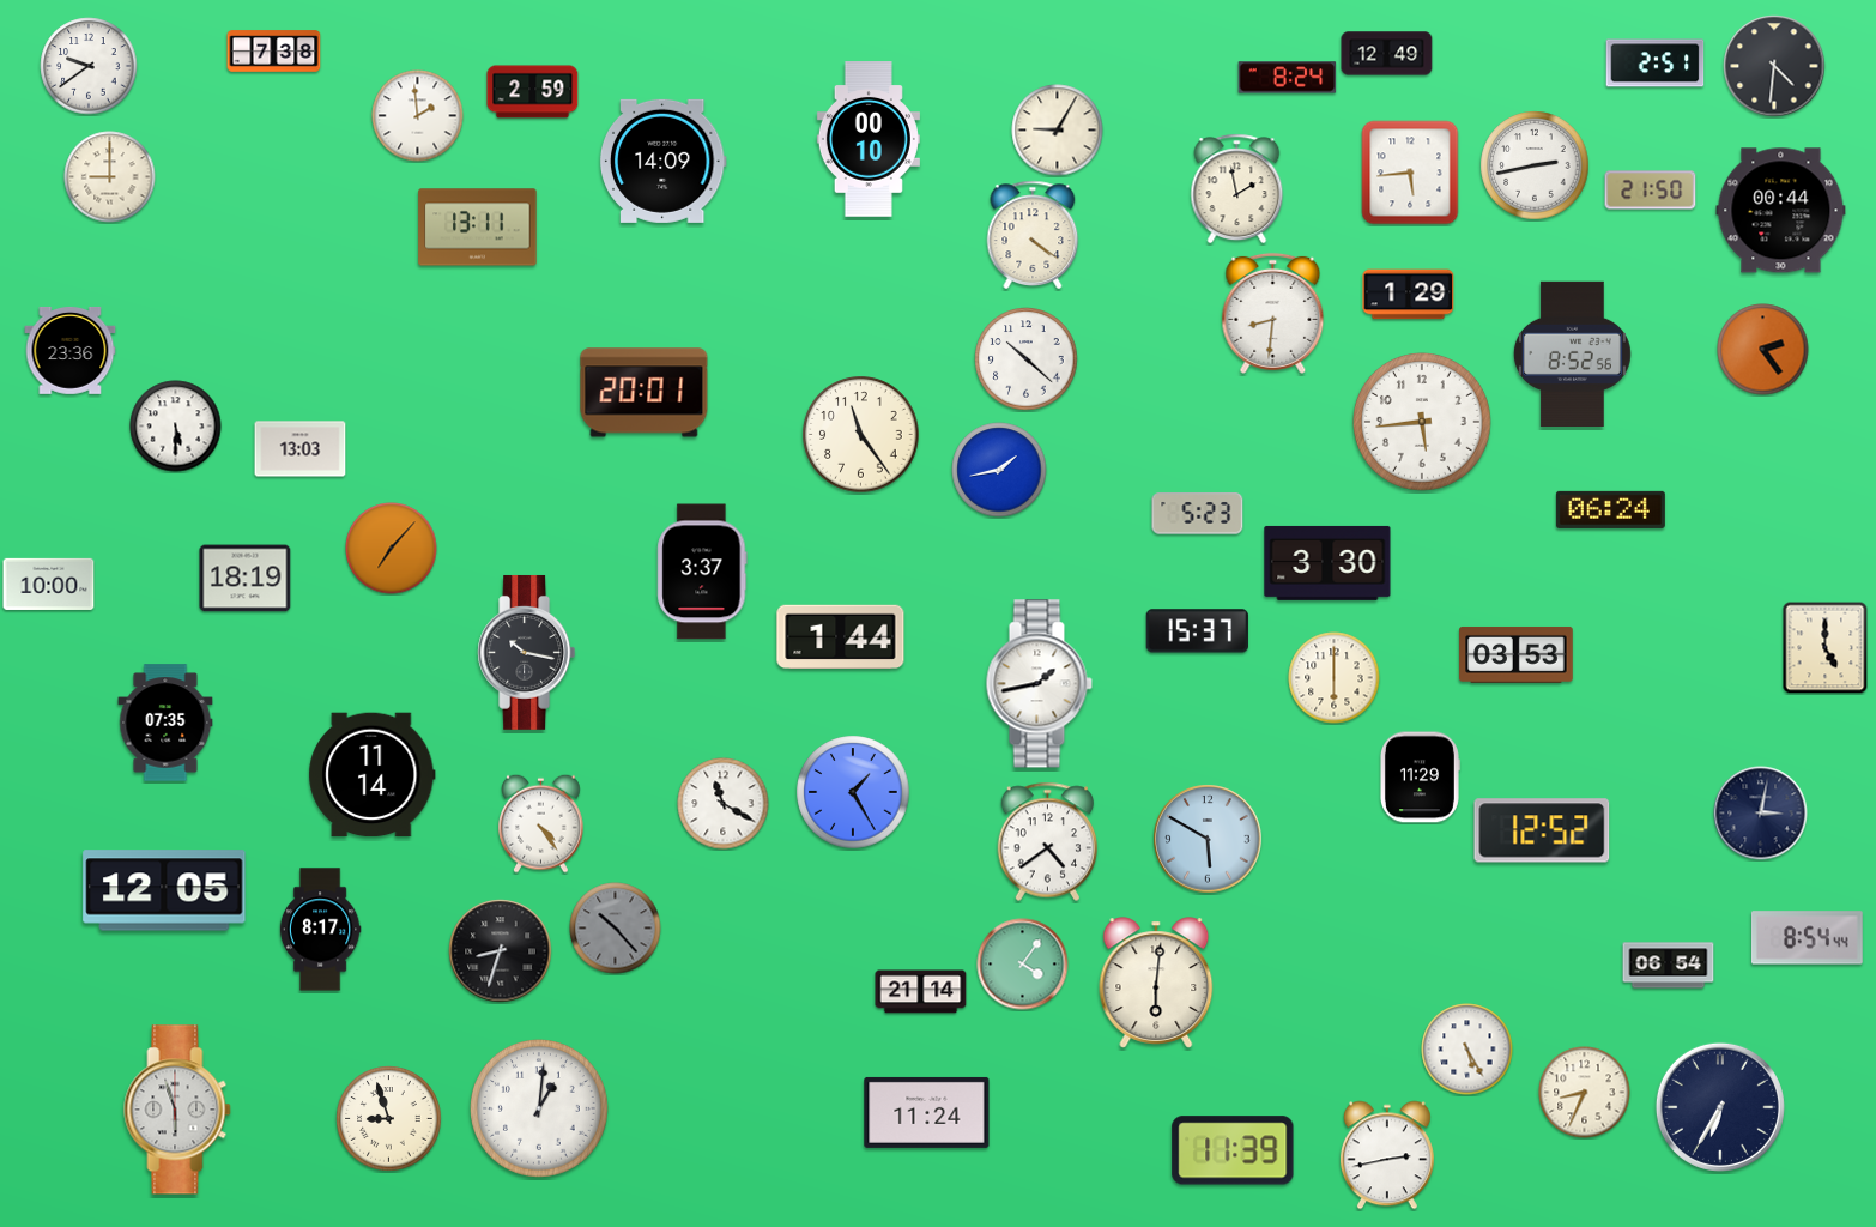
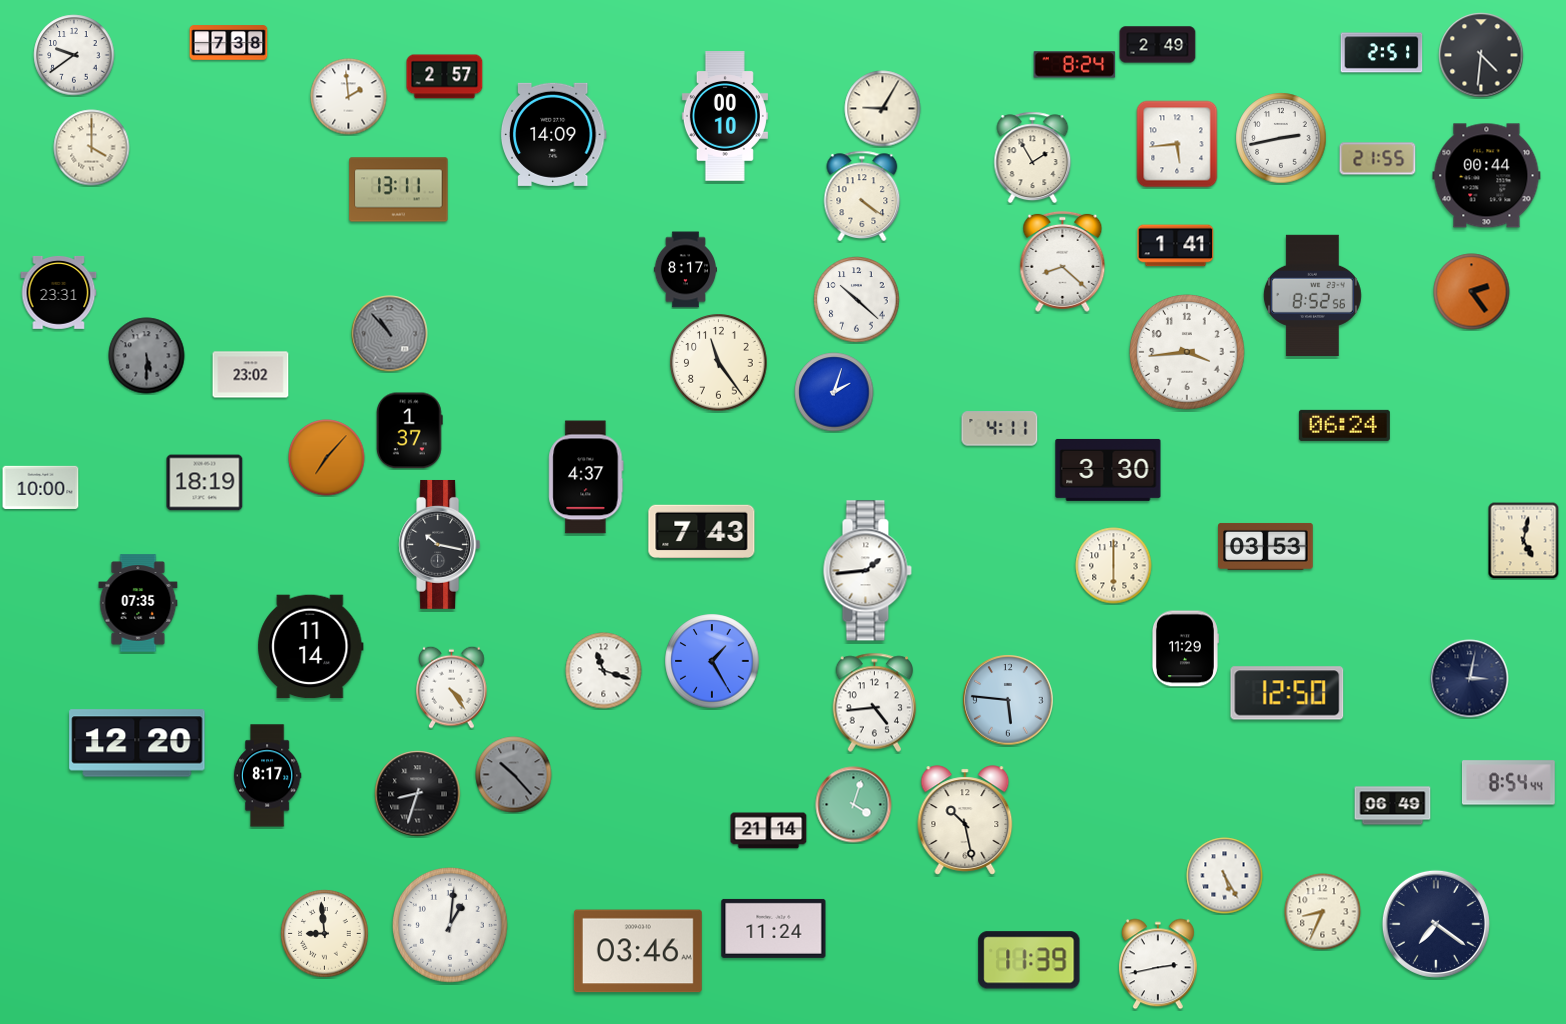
clock at (1387, 54): 12:49 -> 2:49
clock at (533, 92): 2:59 -> 2:57
clock at (110, 177): 9:00 -> 4:00
clock at (1237, 189): 1:58 -> 1:55
clock at (1651, 191): 21:50 -> 21:55
clock at (1409, 295): 1:29 -> 1:41
clock at (1273, 313): 8:31 -> 8:22
clock at (685, 270): none -> 8:17
clock at (71, 350): 23:36 -> 23:31
clock at (645, 393): 20:01 -> none
clock at (390, 334): none -> 10:53
clock at (1423, 423): 5:44 -> 3:44
clock at (176, 427) dial: white -> grey
clock at (301, 449): 13:03 -> 23:02
clock at (999, 470): 1:43 -> 2:03
clock at (1198, 514): 5:23 -> 4:11
clock at (409, 431): none -> 1:37
clock at (702, 572): 3:37 -> 4:37
clock at (1197, 631): 15:37 -> none
clock at (841, 637): 1:44 -> 7:43
clock at (1826, 647): 5:00 -> 5:02
clock at (1039, 684): 1:43 -> 1:44
clock at (724, 804): 11:20 -> 11:18
clock at (1542, 830): 12:52 -> 12:50
clock at (1208, 839): 5:50 -> 5:46
clock at (1048, 842): 4:39 -> 4:44
clock at (164, 890): 12:05 -> 12:20
clock at (1023, 965): 4:06 -> 4:03
clock at (1669, 966): 06:54 -> 06:49
clock at (1156, 983): 6:01 -> 10:28
clock at (921, 992) position: (921, 992) -> (769, 831)
clock at (1720, 1107): 6:35 -> 7:21
clock at (177, 1110): 5:57 -> none
clock at (389, 1119): 8:57 -> 8:59
clock at (638, 951): none -> 03:46
